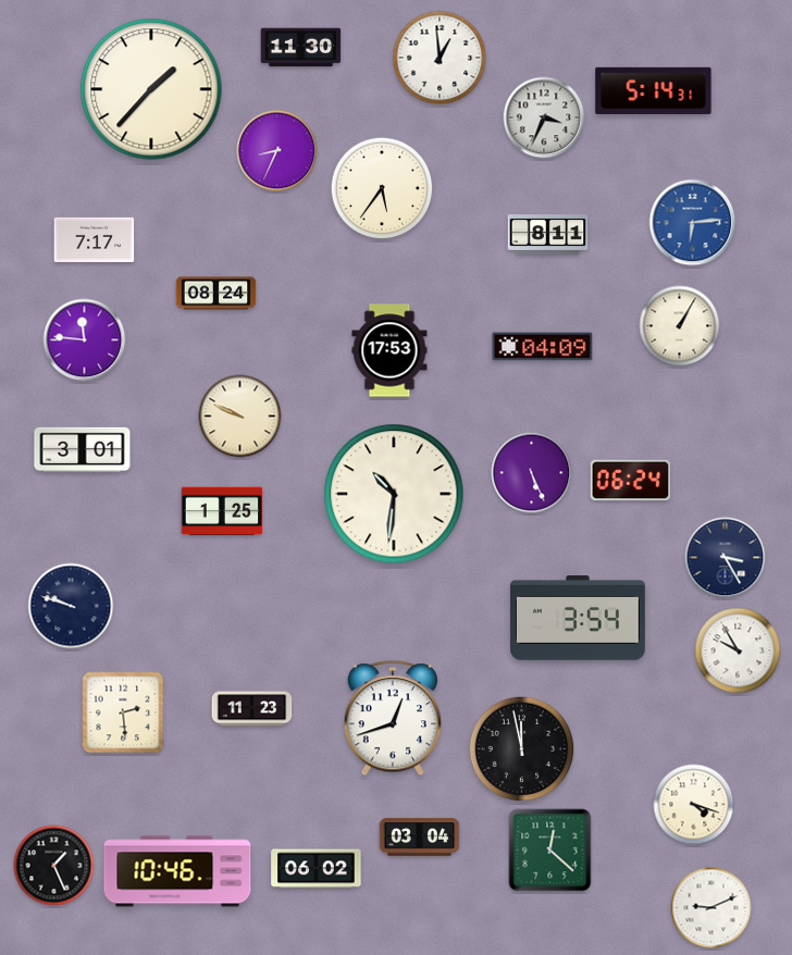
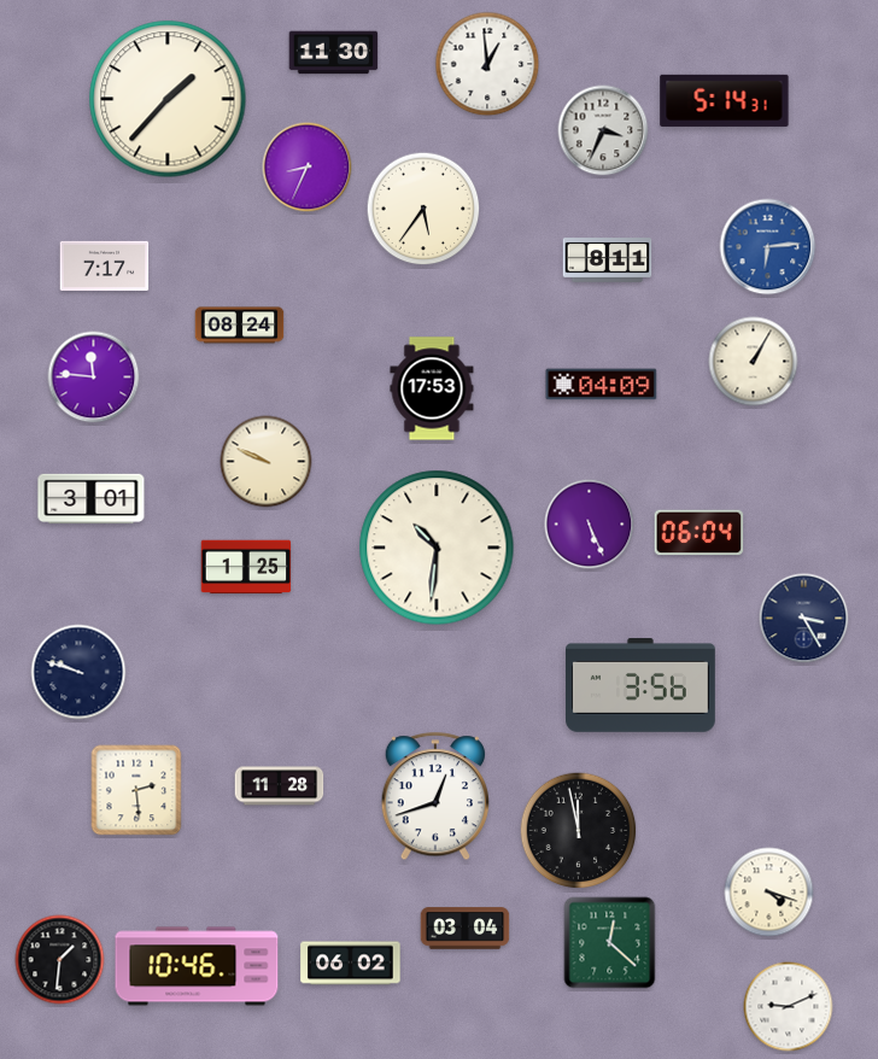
clock at (631, 481): 06:24 -> 06:04
clock at (579, 619): 3:54 -> 3:56
clock at (738, 650): 9:55 -> none
clock at (252, 709): 11:23 -> 11:28
clock at (54, 866): 1:26 -> 1:31
